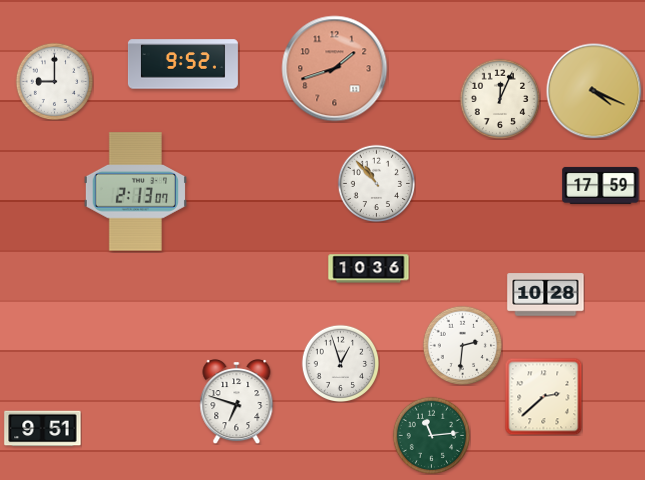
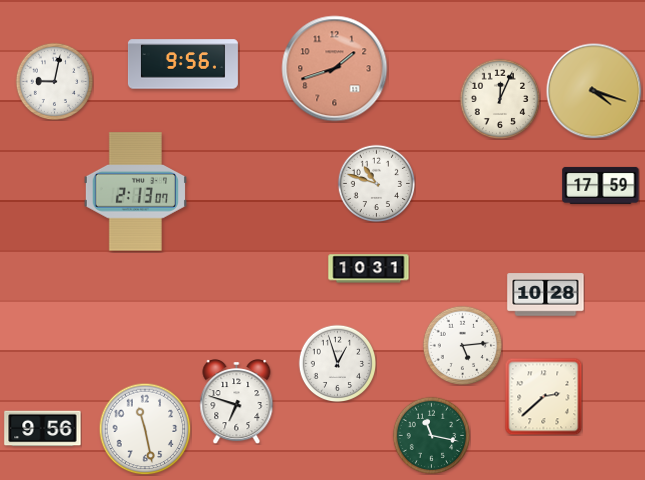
clock at (183, 64): 9:52 -> 9:56
clock at (54, 81): 9:00 -> 9:02
clock at (594, 91): 4:19 -> 4:18
clock at (376, 183): 10:53 -> 10:48
clock at (369, 269): 10:36 -> 10:31
clock at (462, 345): 2:31 -> 5:14
clock at (340, 363) position: (340, 363) -> (337, 363)
clock at (43, 429): 9:51 -> 9:56
clock at (145, 429): none -> 11:28
clock at (431, 435): 11:14 -> 11:17
